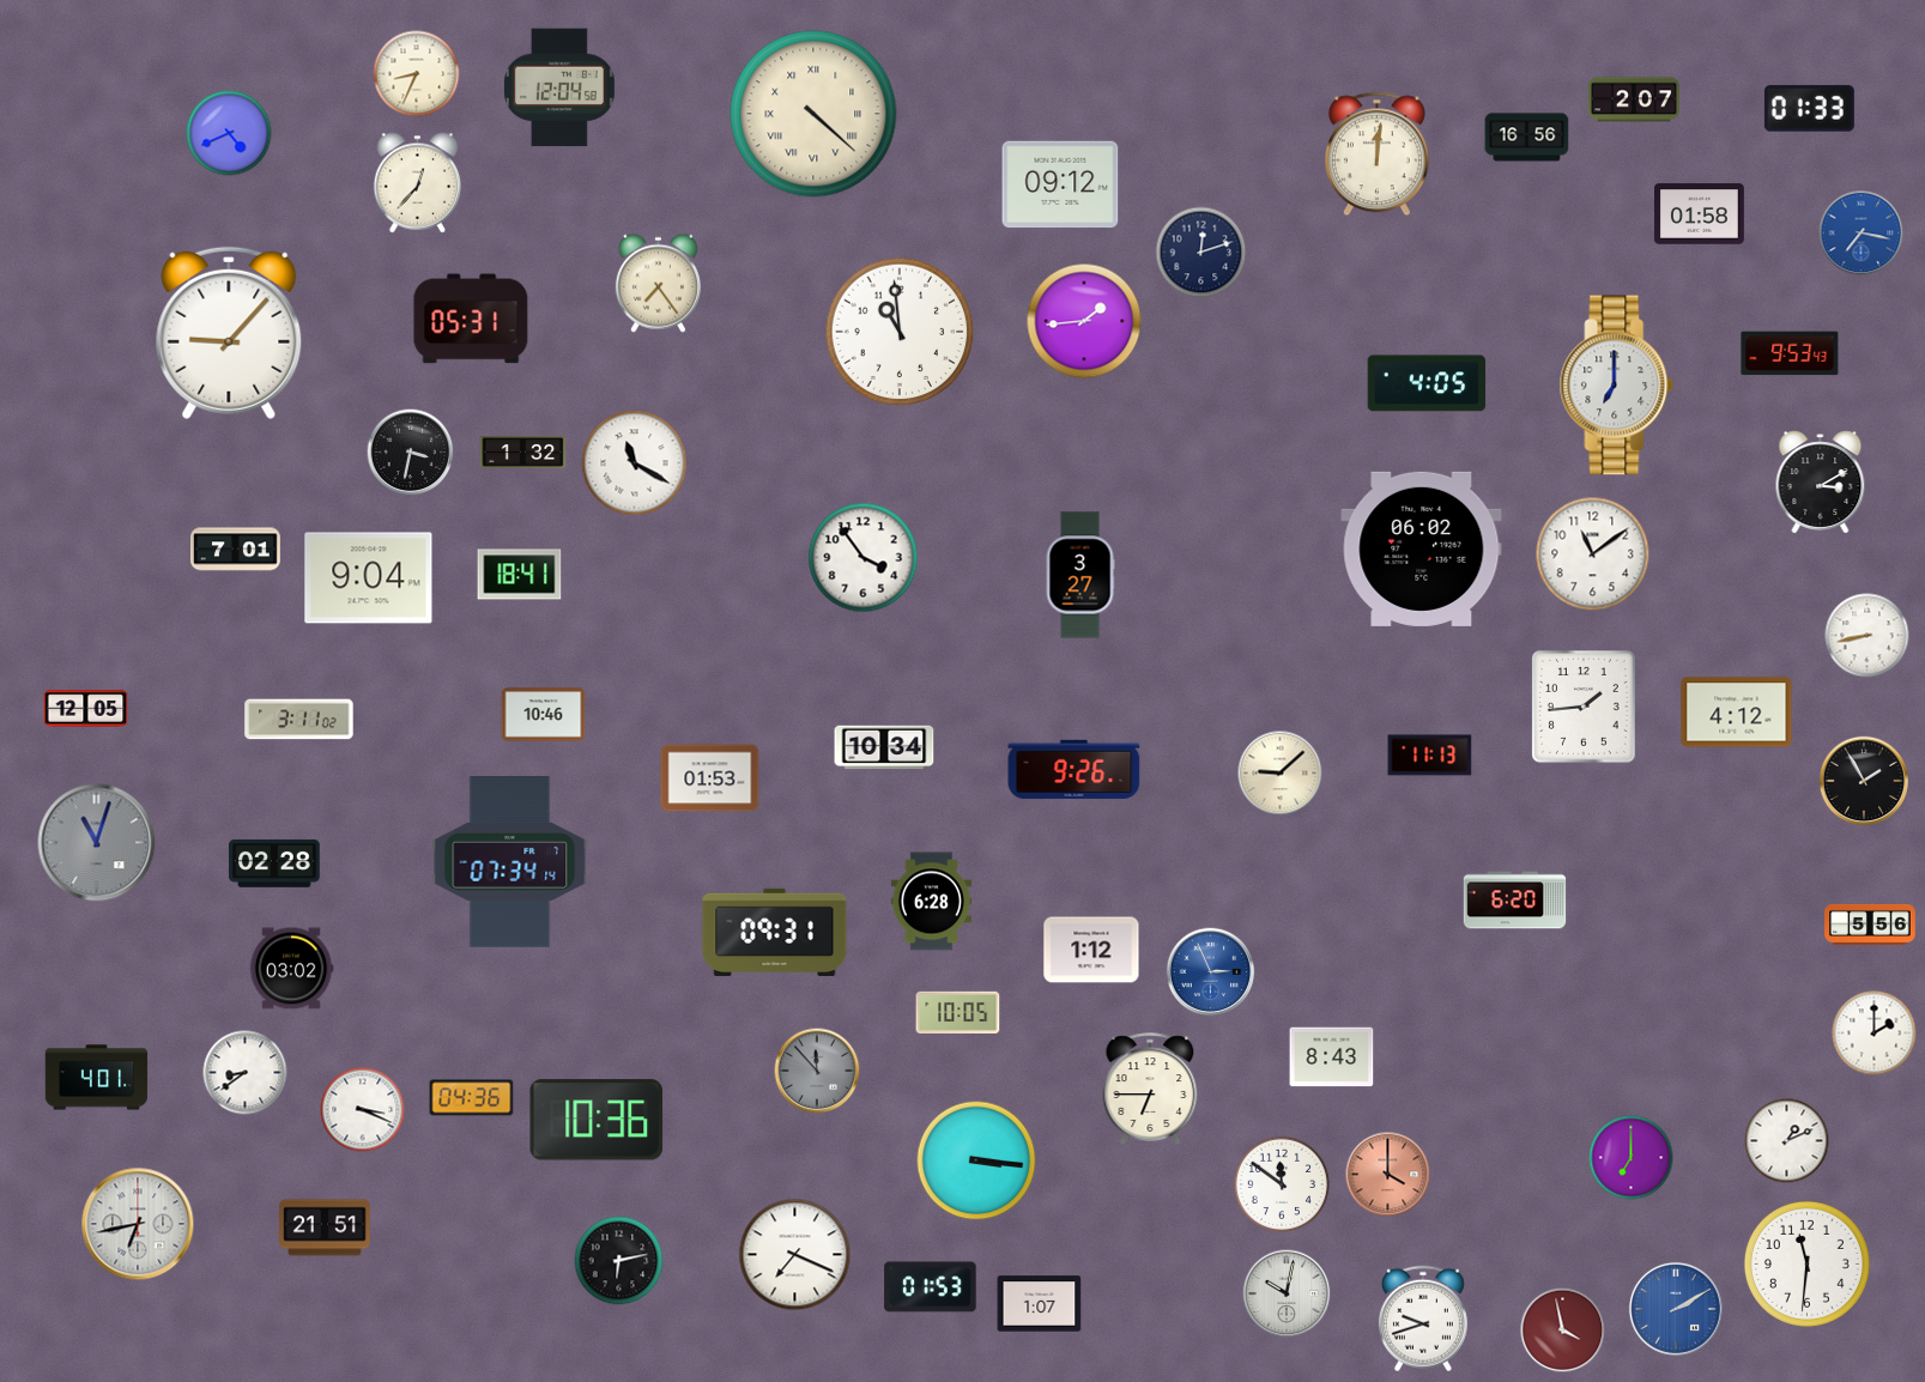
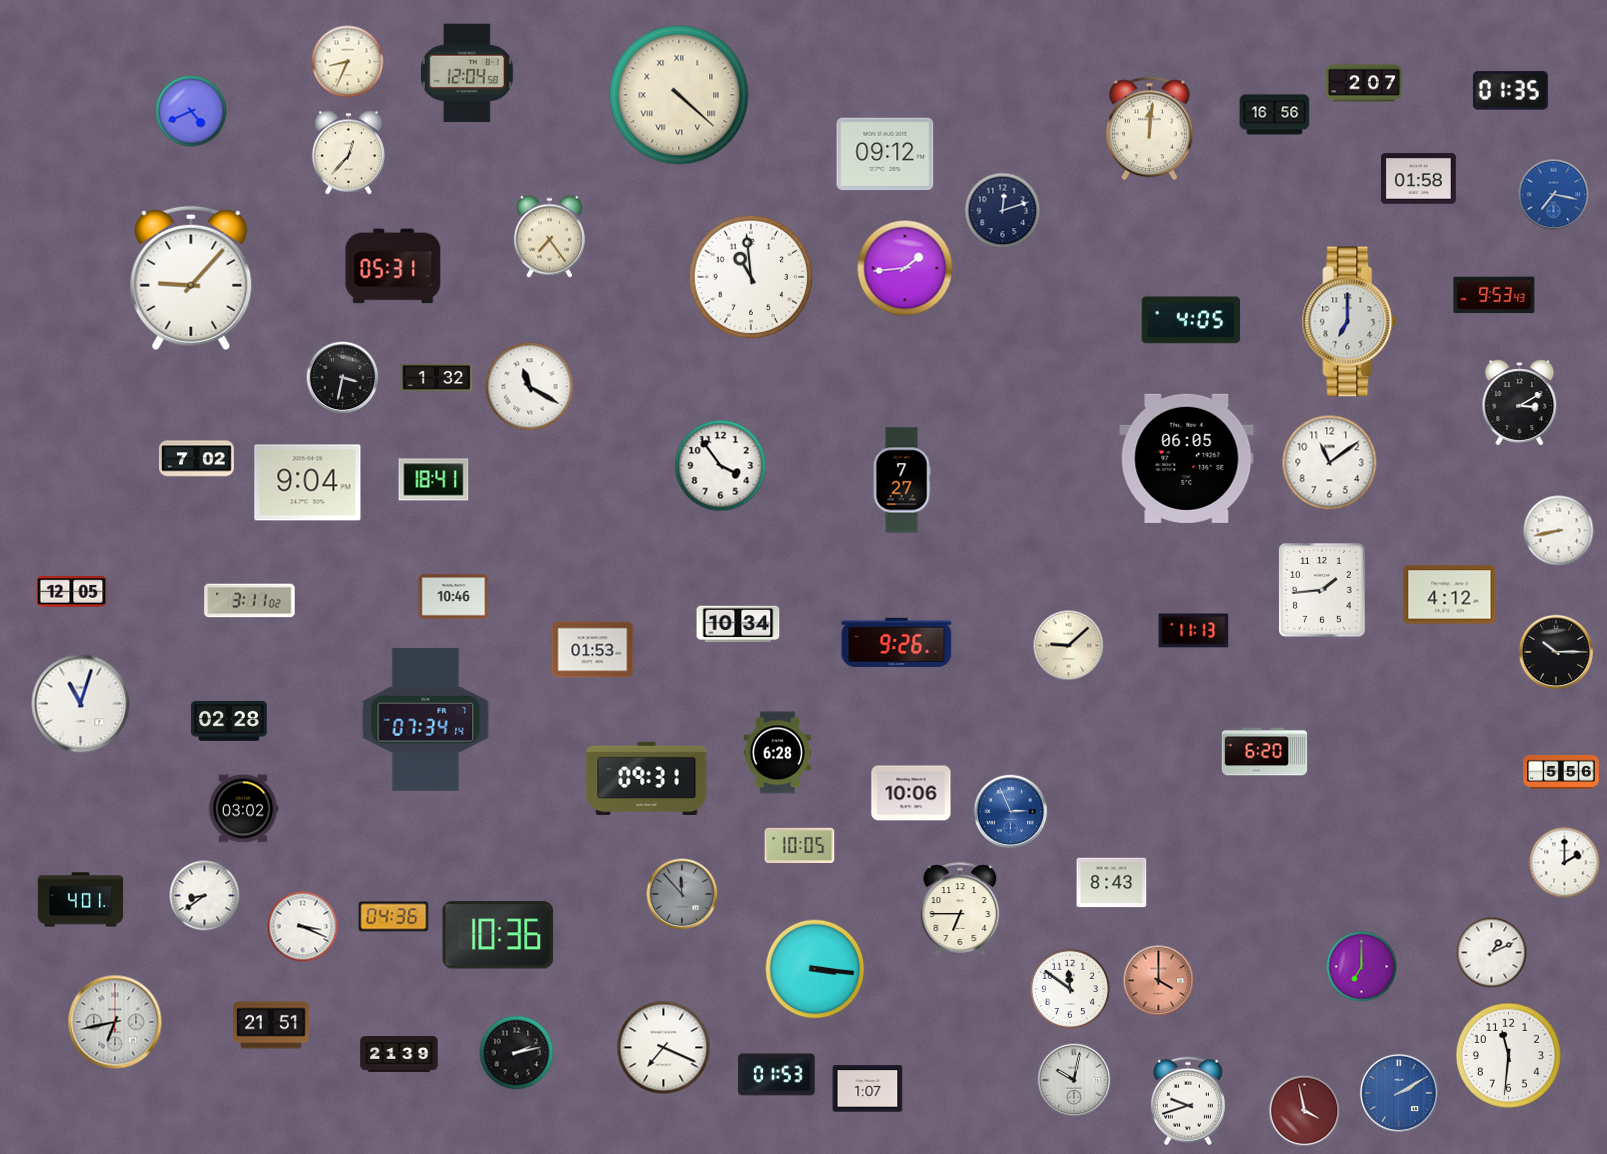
clock at (1809, 109): 01:33 -> 01:35
clock at (1422, 548): 06:02 -> 06:05
clock at (236, 550): 7:01 -> 7:02
clock at (1080, 575): 3:27 -> 7:27
clock at (1864, 781): 1:55 -> 10:15
clock at (97, 843) dial: grey -> white
clock at (1091, 950): 1:12 -> 10:06
clock at (619, 1261): 6:13 -> 2:13
clock at (399, 1055): none -> 21:39
